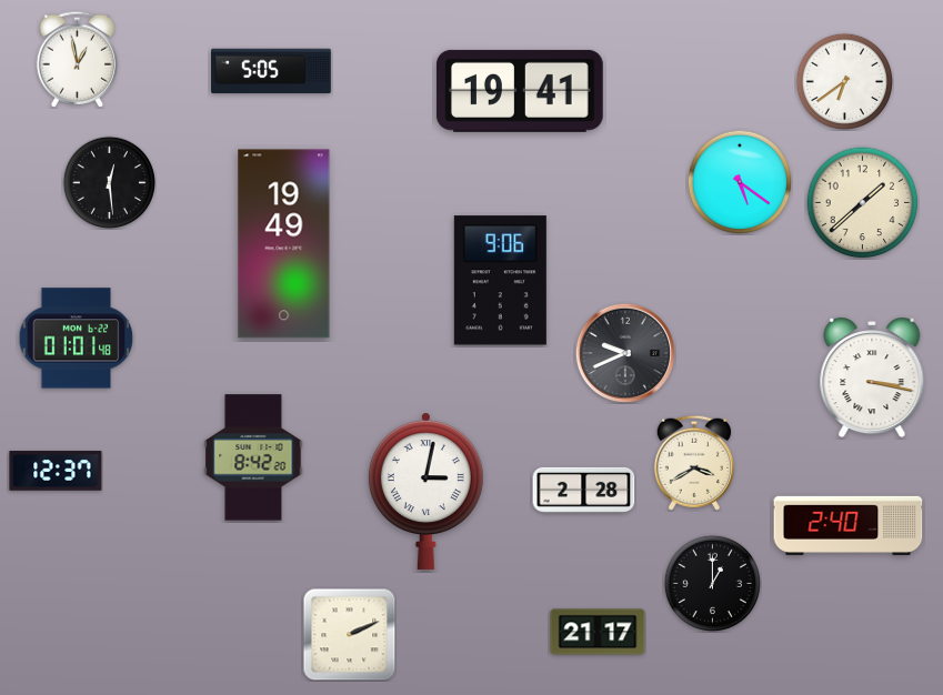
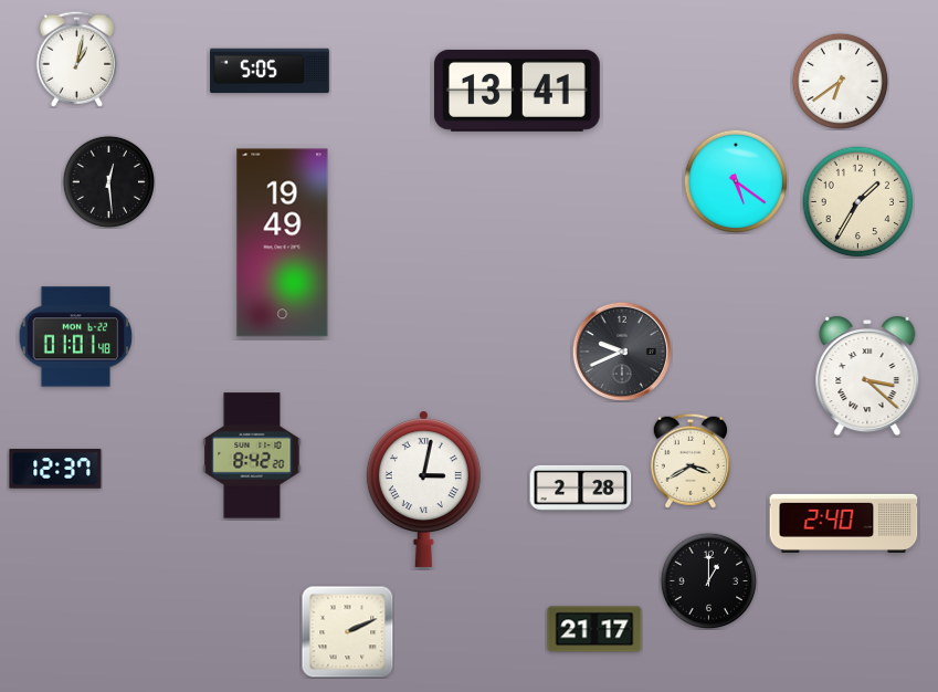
clock at (77, 59): 12:58 -> 1:02
clock at (520, 91): 19:41 -> 13:41
clock at (863, 203): 1:38 -> 1:35
clock at (500, 281): 9:06 -> none
clock at (872, 377): 3:17 -> 3:22
